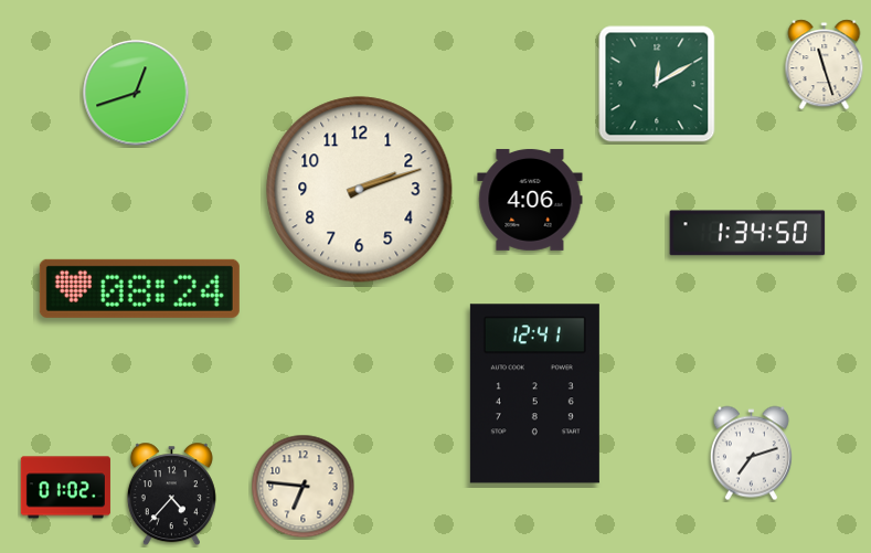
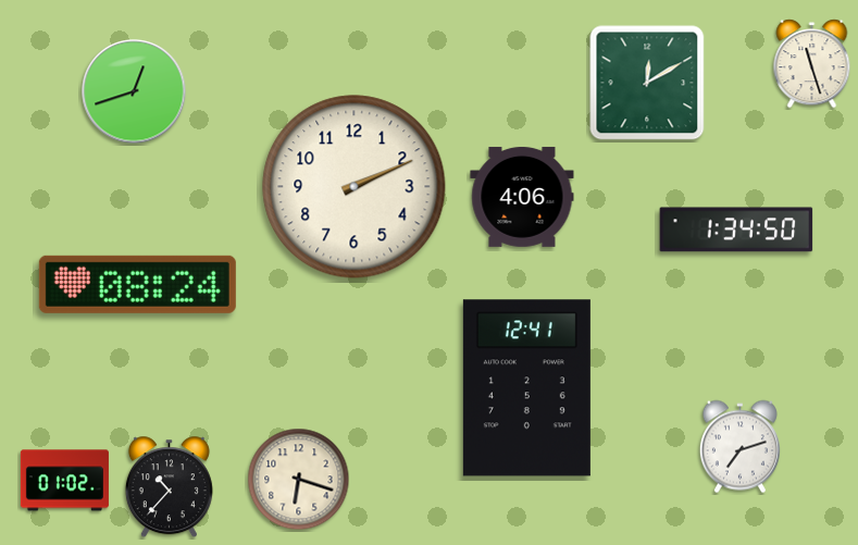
clock at (360, 190): 2:12 -> 2:11
clock at (304, 487): 6:46 -> 6:18
clock at (171, 494): 4:37 -> 10:37
